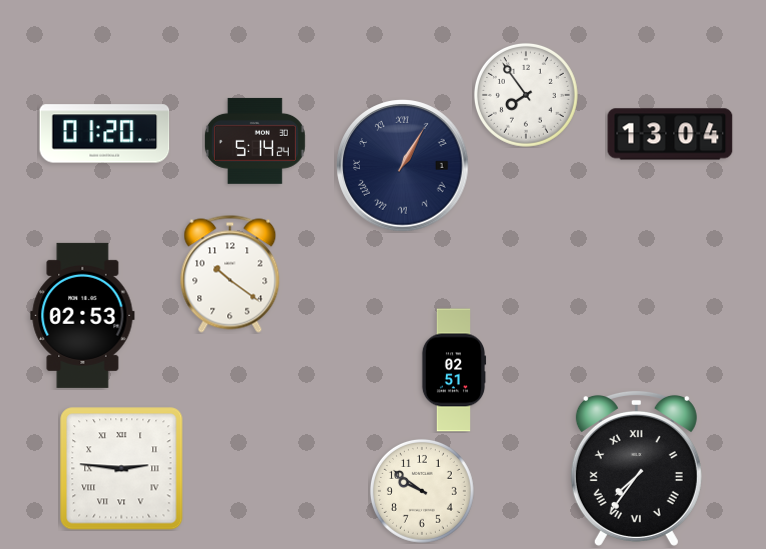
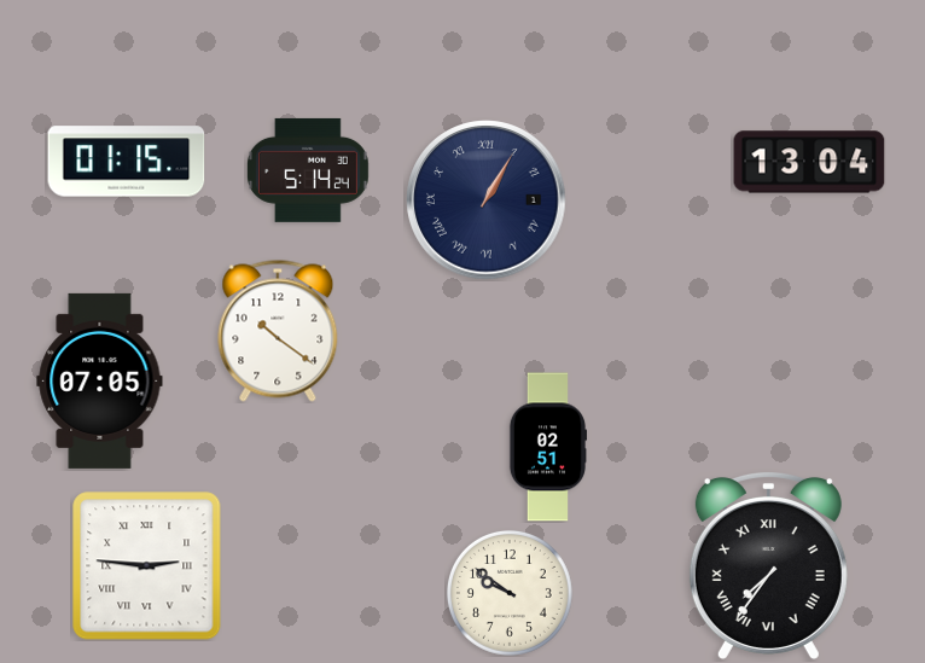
clock at (526, 95): 7:54 -> none
clock at (105, 134): 01:20 -> 01:15
clock at (83, 315): 02:53 -> 07:05
